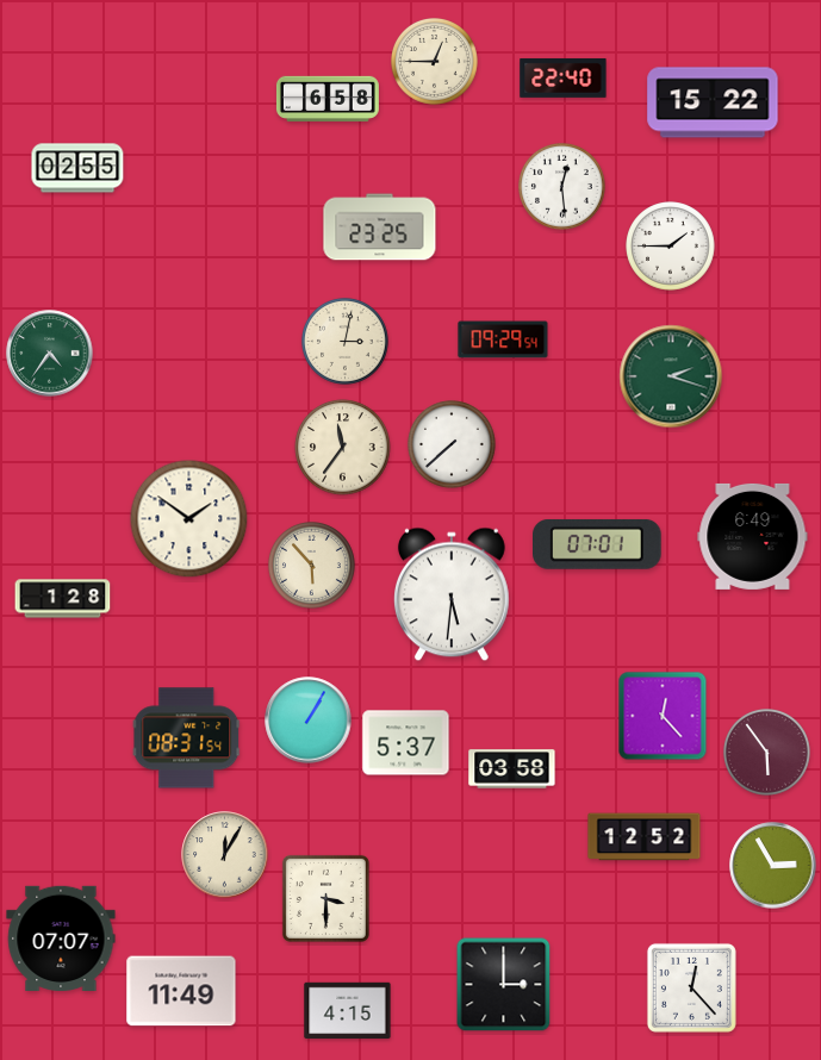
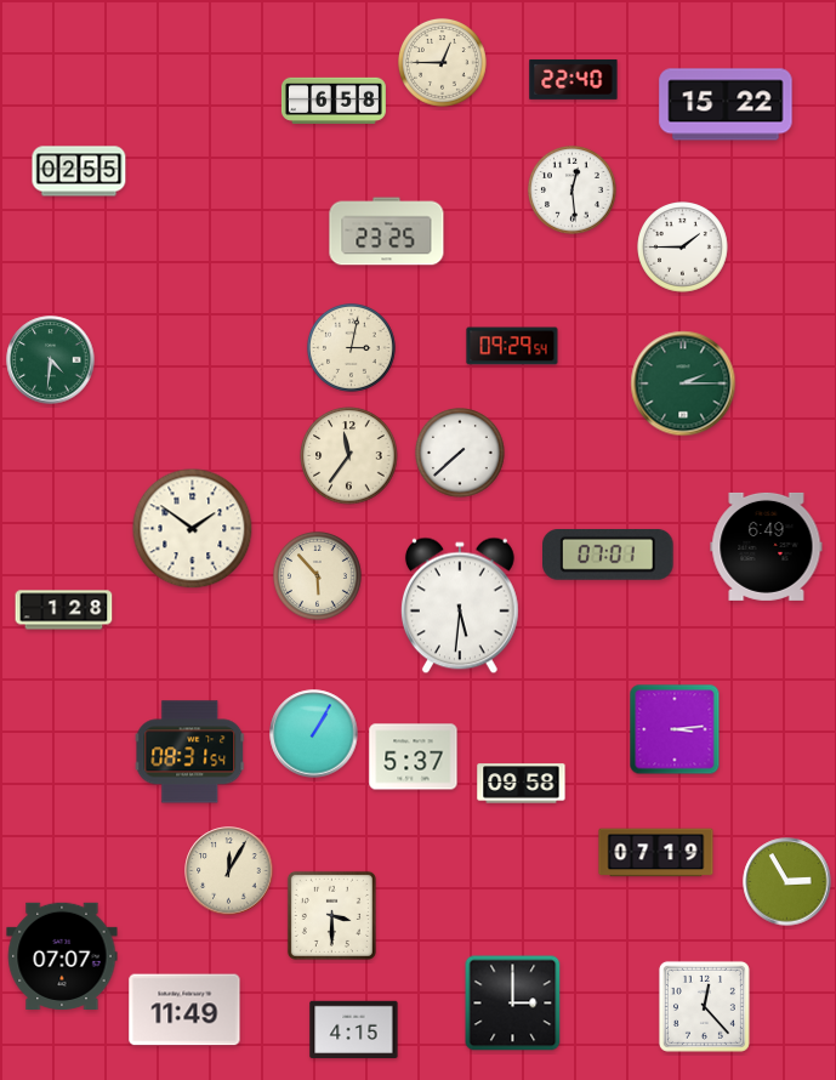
clock at (671, 247) position: (671, 247) -> (683, 248)
clock at (50, 354): 4:36 -> 4:31
clock at (671, 376): 2:18 -> 2:15
clock at (663, 716): 12:23 -> 3:14
clock at (767, 753): 5:54 -> none
clock at (512, 769): 03:58 -> 09:58
clock at (645, 837): 12:52 -> 07:19
